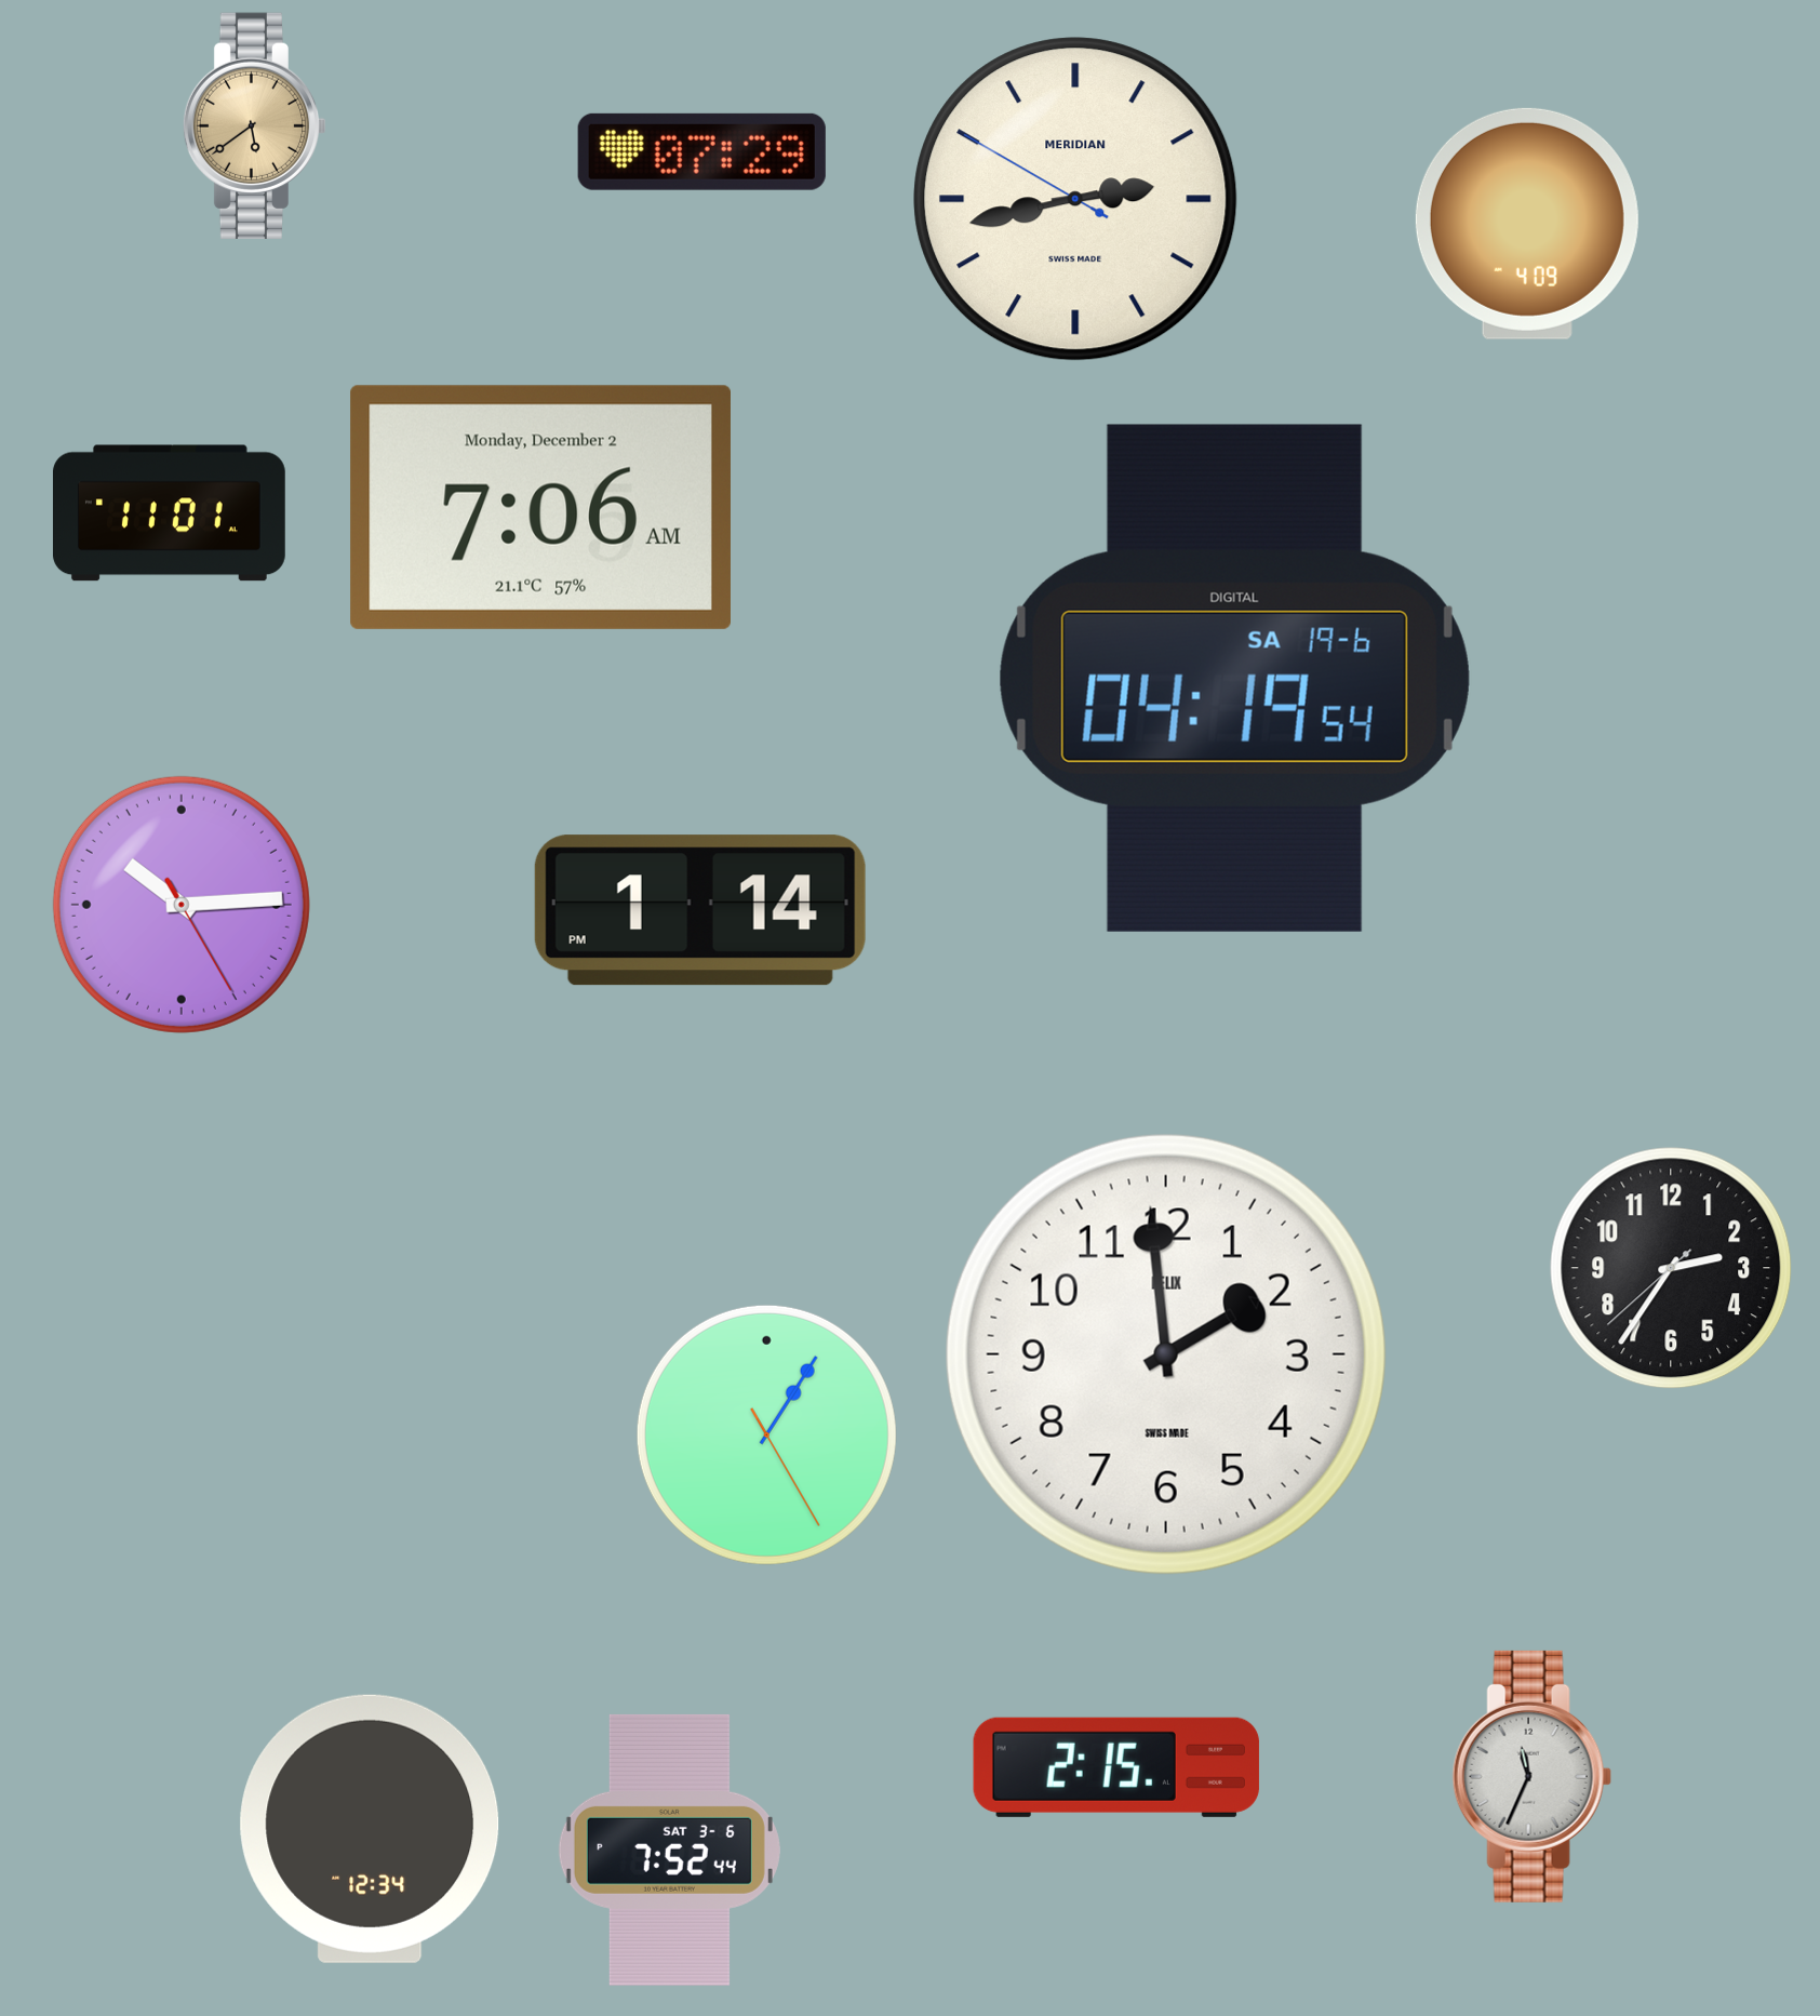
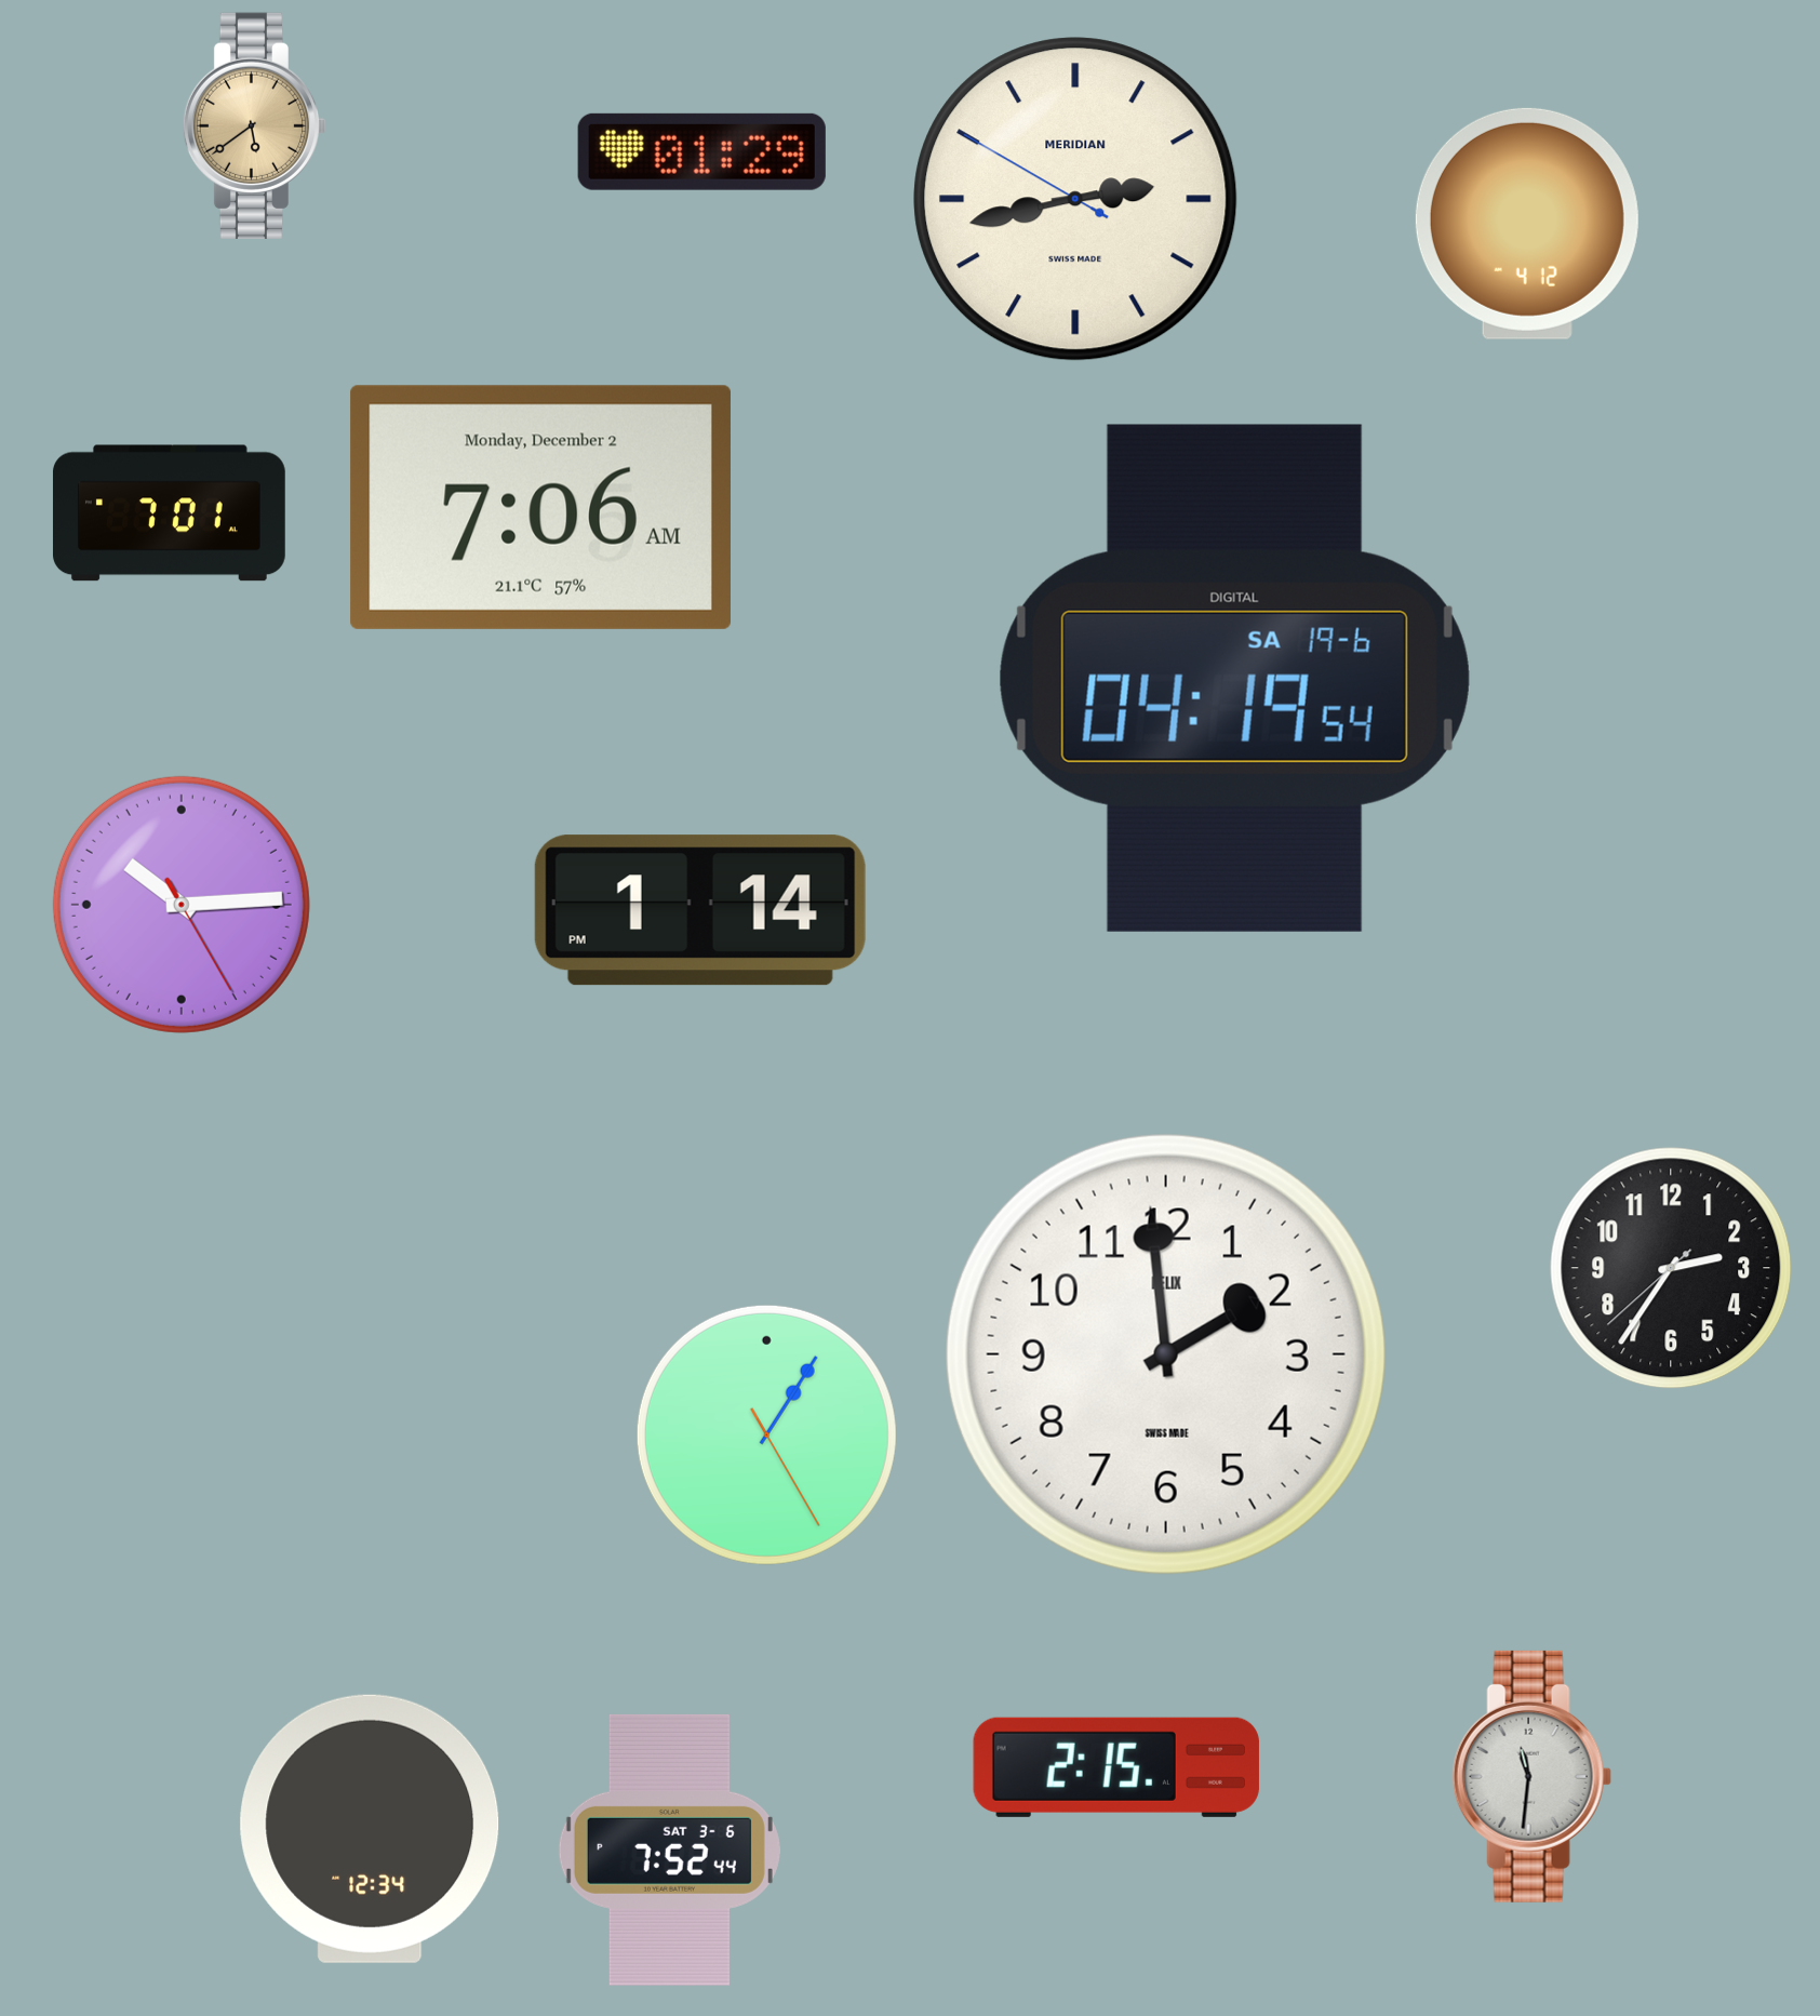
clock at (701, 151): 07:29 -> 01:29
clock at (1527, 224): 4:09 -> 4:12
clock at (169, 513): 11:01 -> 7:01
clock at (1531, 1776): 11:34 -> 11:31
